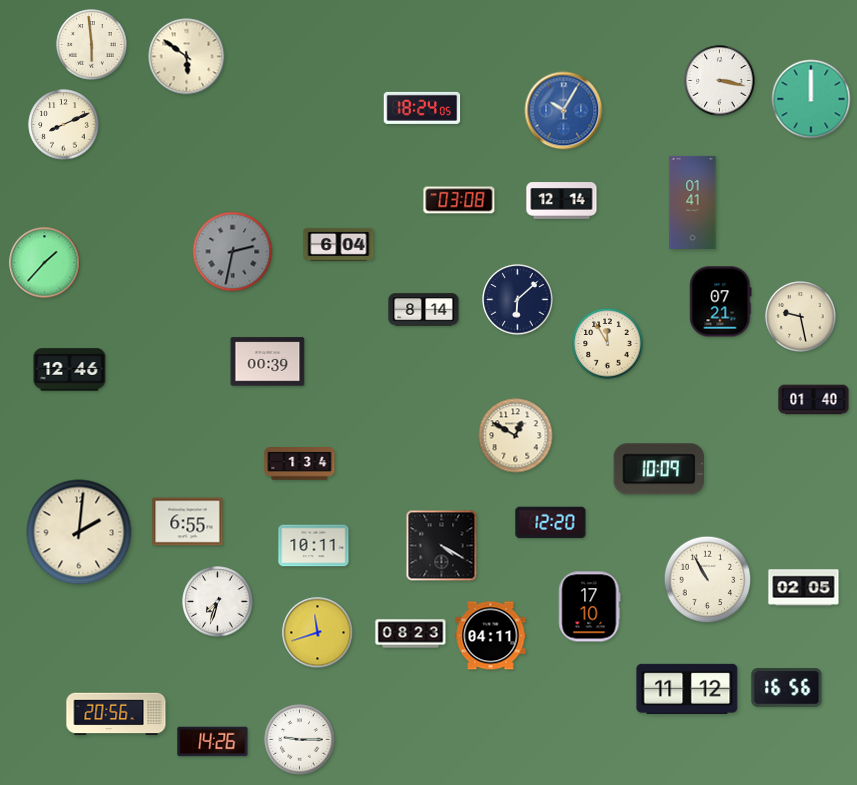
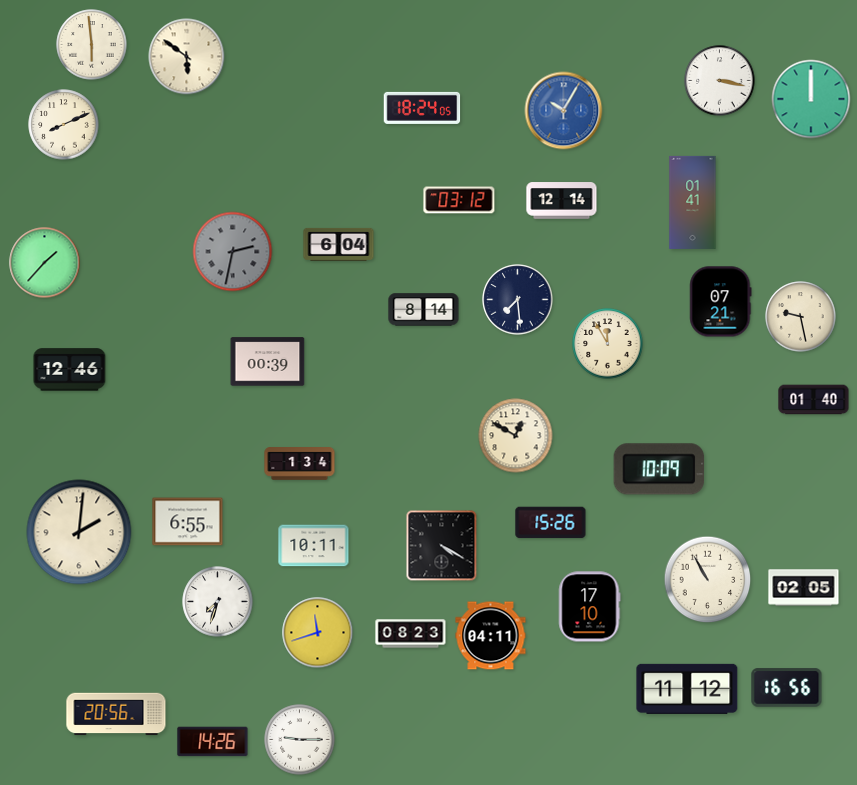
clock at (459, 200): 03:08 -> 03:12
clock at (518, 300): 6:08 -> 7:29
clock at (551, 523): 12:20 -> 15:26
